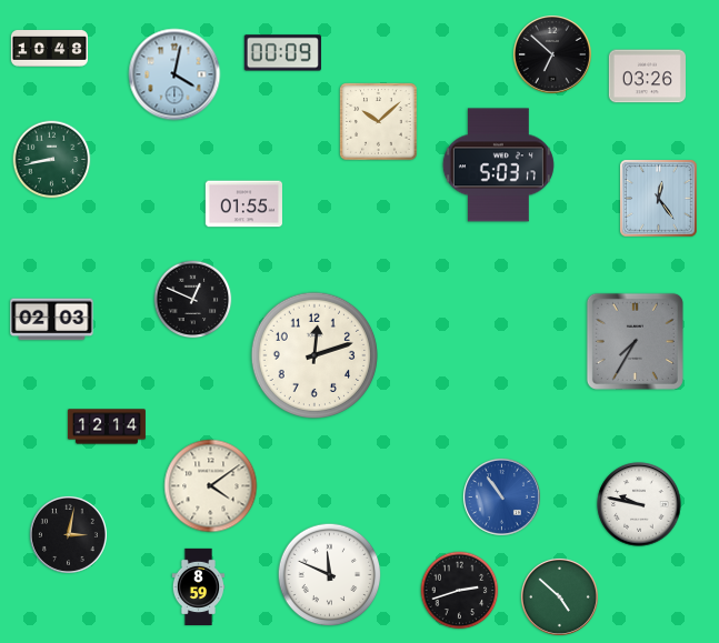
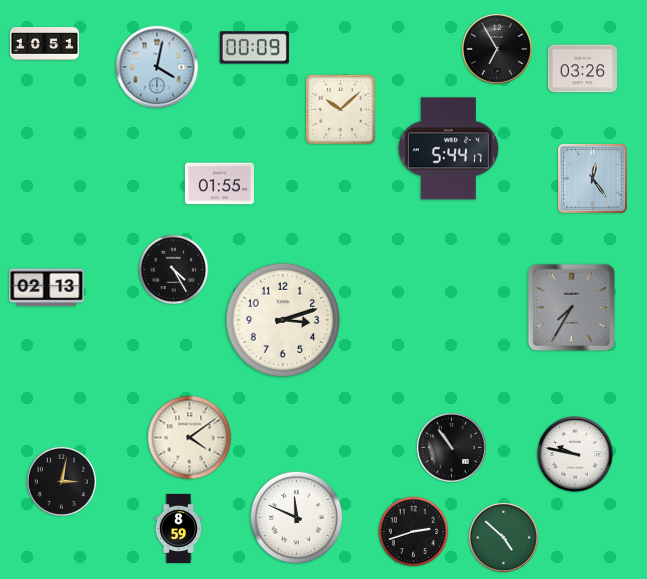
clock at (49, 49): 10:48 -> 10:51
clock at (552, 54): 6:52 -> 6:55
clock at (52, 160): 8:43 -> none
clock at (498, 165): 5:03 -> 5:44
clock at (193, 300): 12:49 -> 4:25
clock at (52, 320): 02:03 -> 02:13
clock at (313, 354): 12:12 -> 3:12
clock at (107, 426): 12:14 -> none
clock at (501, 496) dial: blue -> black
